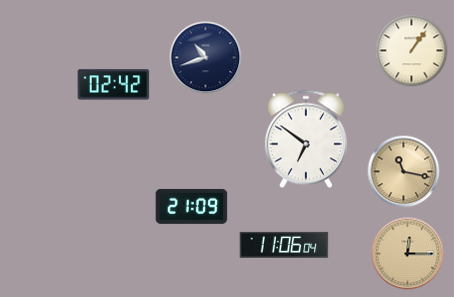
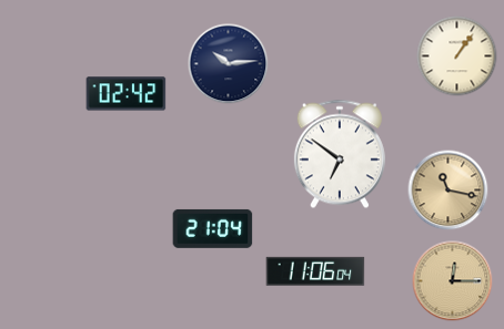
clock at (206, 58): 10:42 -> 10:14
clock at (192, 206): 21:09 -> 21:04
